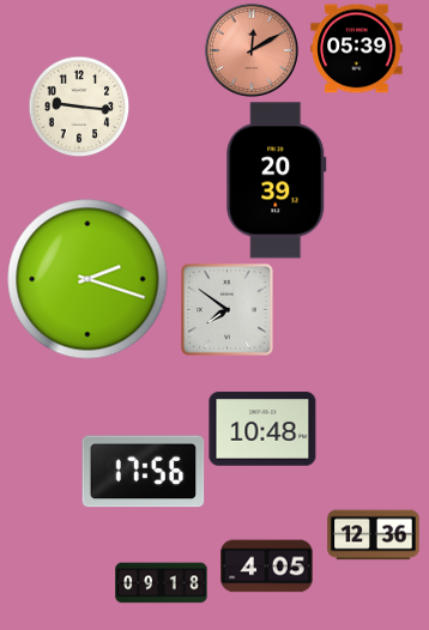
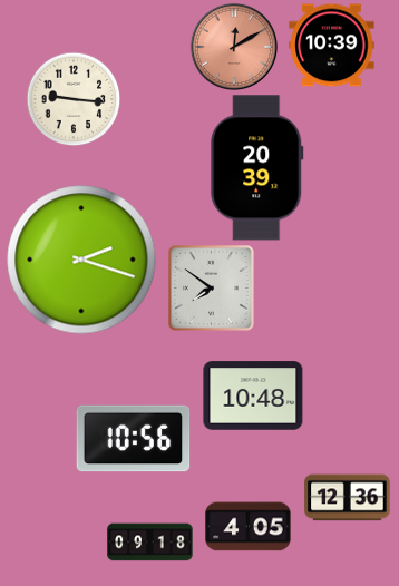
clock at (357, 49): 05:39 -> 10:39
clock at (262, 429) position: (262, 429) -> (253, 395)
clock at (144, 472): 17:56 -> 10:56
